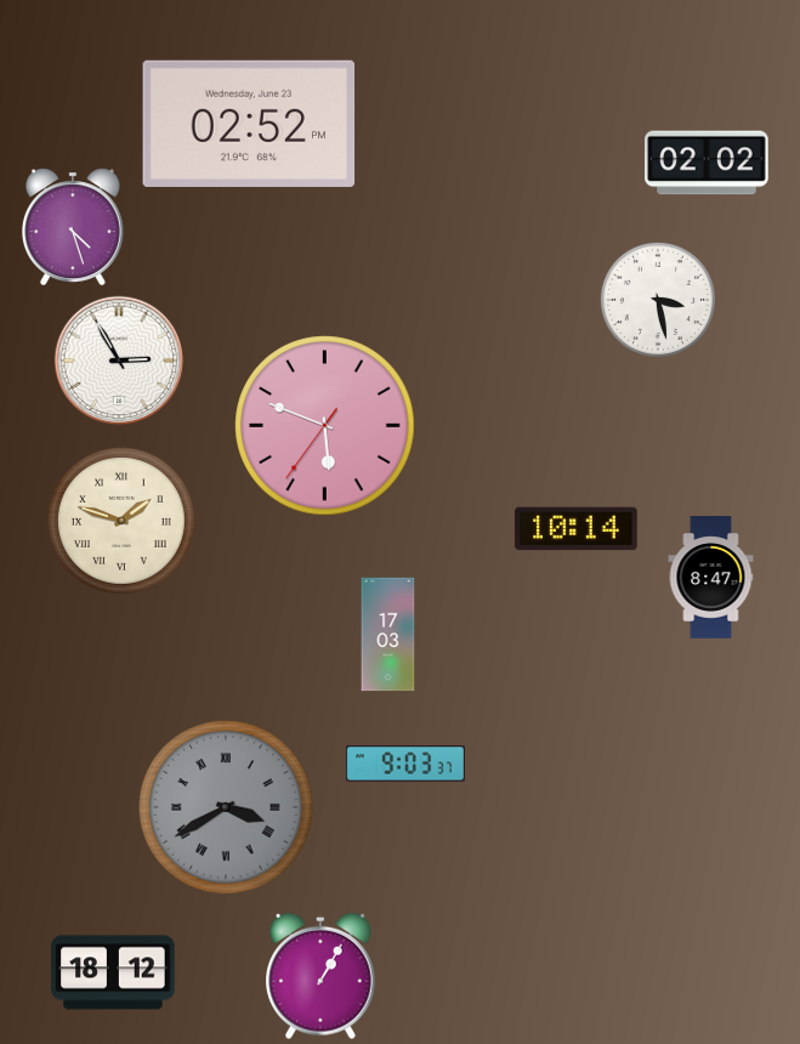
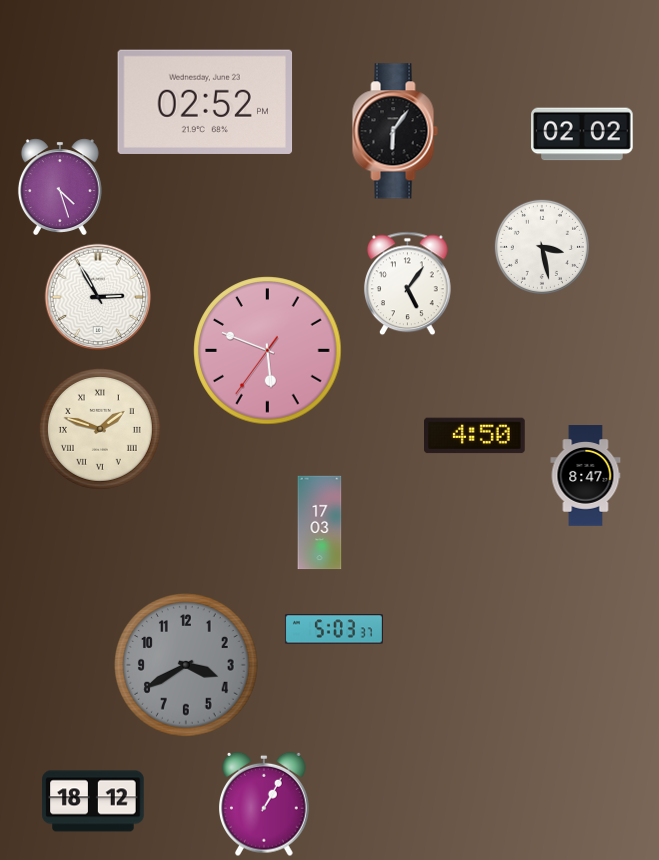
clock at (395, 131): none -> 6:06
clock at (407, 284): none -> 5:06
clock at (577, 529): 10:14 -> 4:50
clock at (405, 764): 9:03 -> 5:03
clock at (226, 807) numerals: Roman -> Arabic
